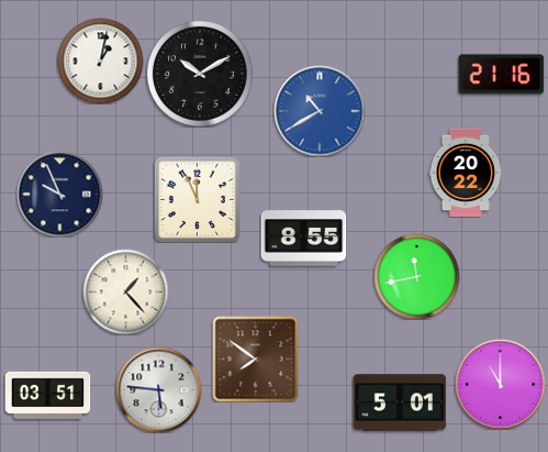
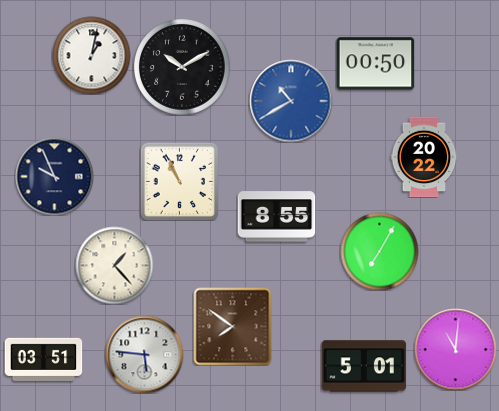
clock at (375, 64): none -> 00:50
clock at (501, 75): 21:16 -> none
clock at (197, 199): 11:56 -> 10:56
clock at (416, 276): 11:43 -> 7:05
clock at (500, 384): 11:00 -> 11:01
